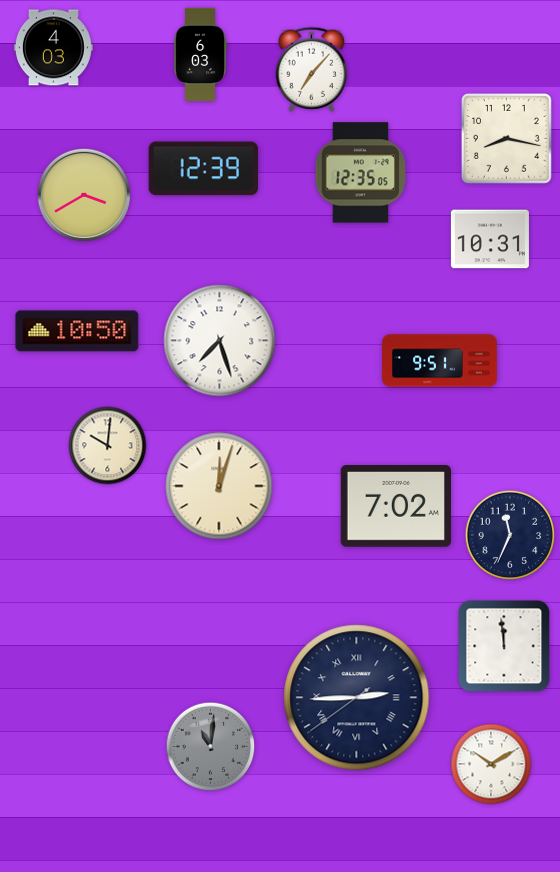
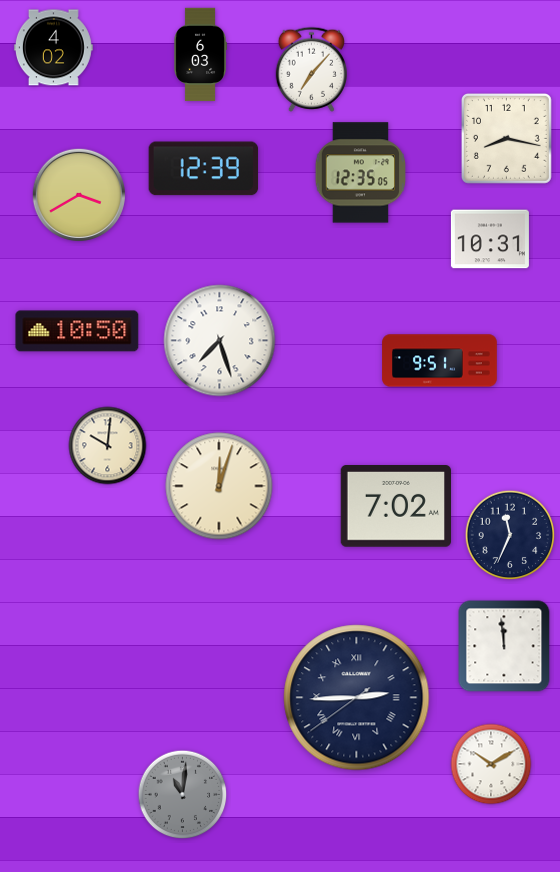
clock at (53, 48): 4:03 -> 4:02
clock at (84, 195) position: (84, 195) -> (79, 195)
clock at (211, 747) position: (211, 747) -> (183, 795)
